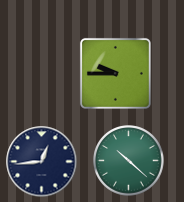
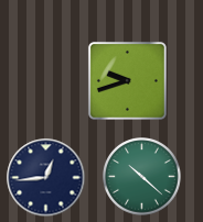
clock at (115, 73): 9:45 -> 9:42
